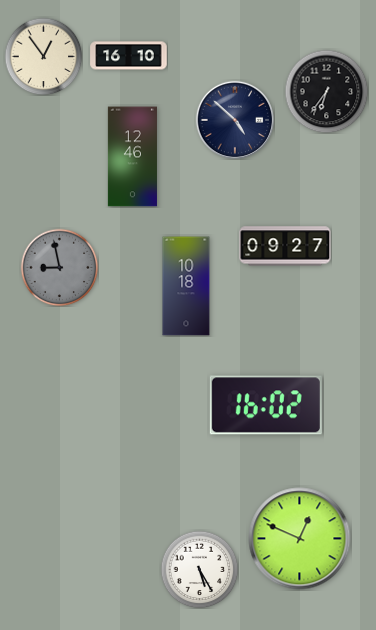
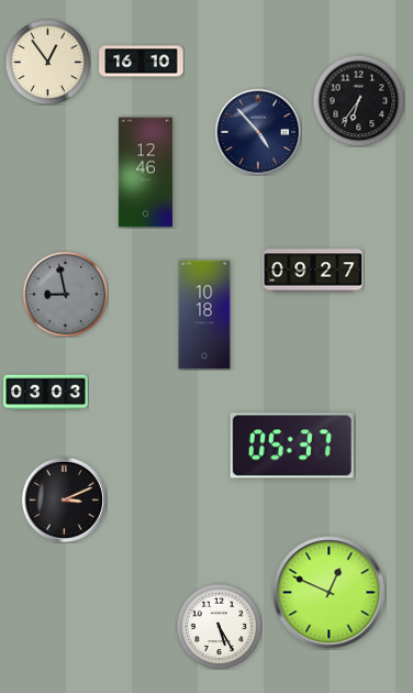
clock at (234, 119): 4:52 -> 4:53
clock at (46, 393): none -> 03:03
clock at (266, 405): 16:02 -> 05:37
clock at (64, 499): none -> 3:11
